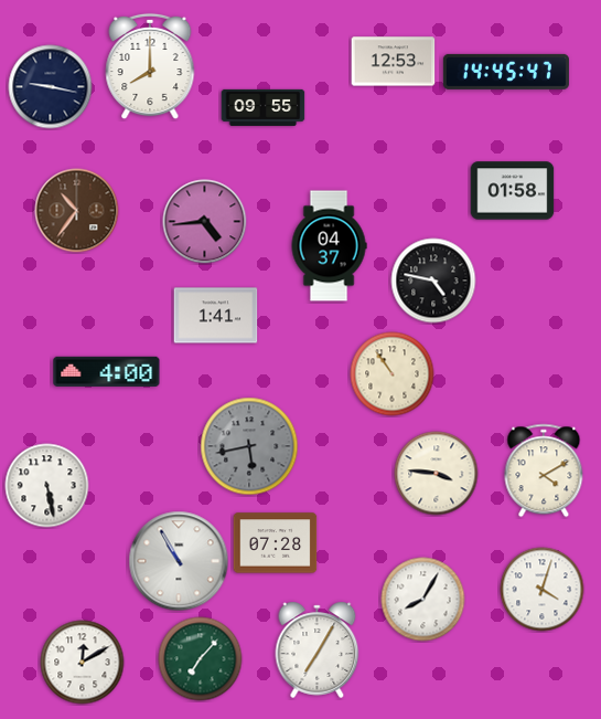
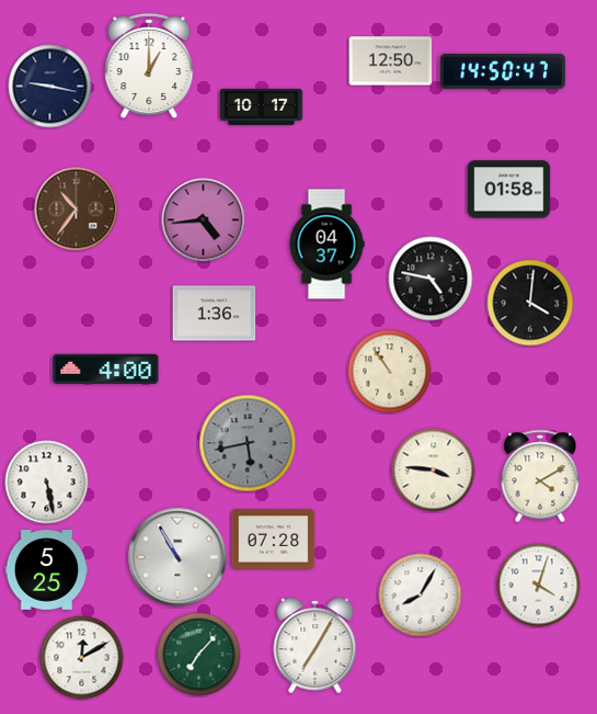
clock at (394, 62): 12:53 -> 12:50
clock at (150, 66): 8:00 -> 1:00
clock at (506, 72): 14:45 -> 14:50
clock at (264, 107): 09:55 -> 10:17
clock at (530, 303): none -> 4:01
clock at (216, 316): 1:41 -> 1:36
clock at (544, 470) position: (544, 470) -> (540, 476)
clock at (47, 570): none -> 5:25
